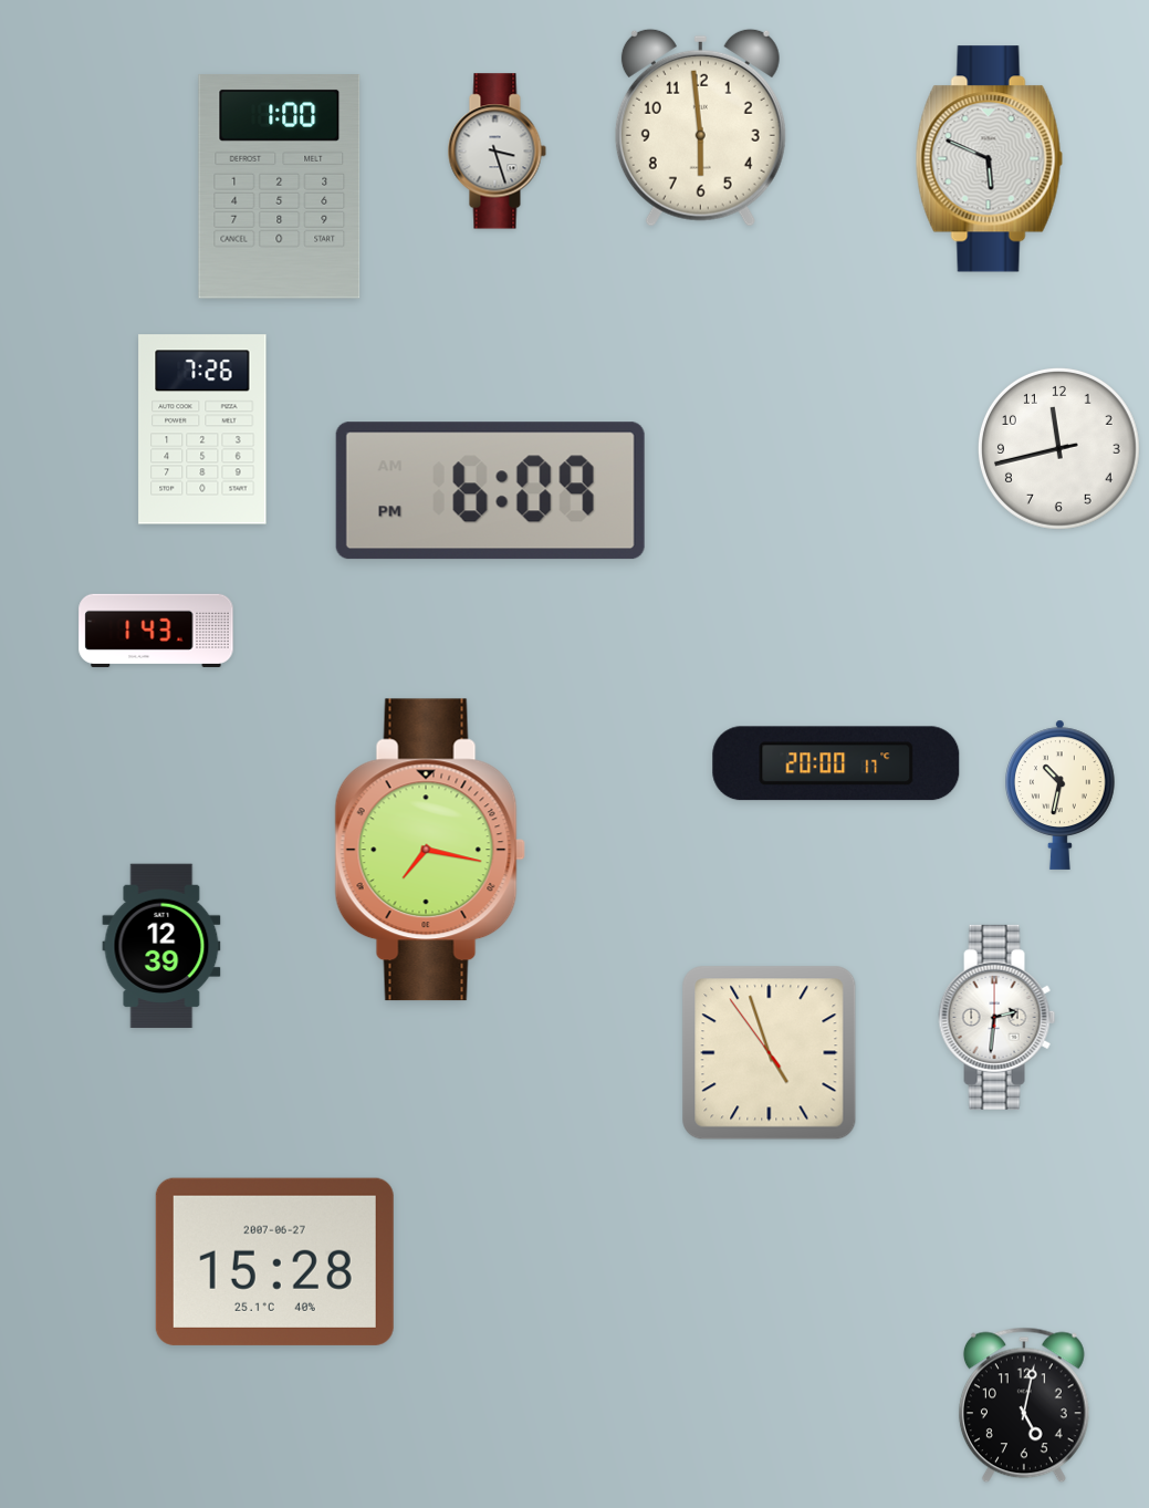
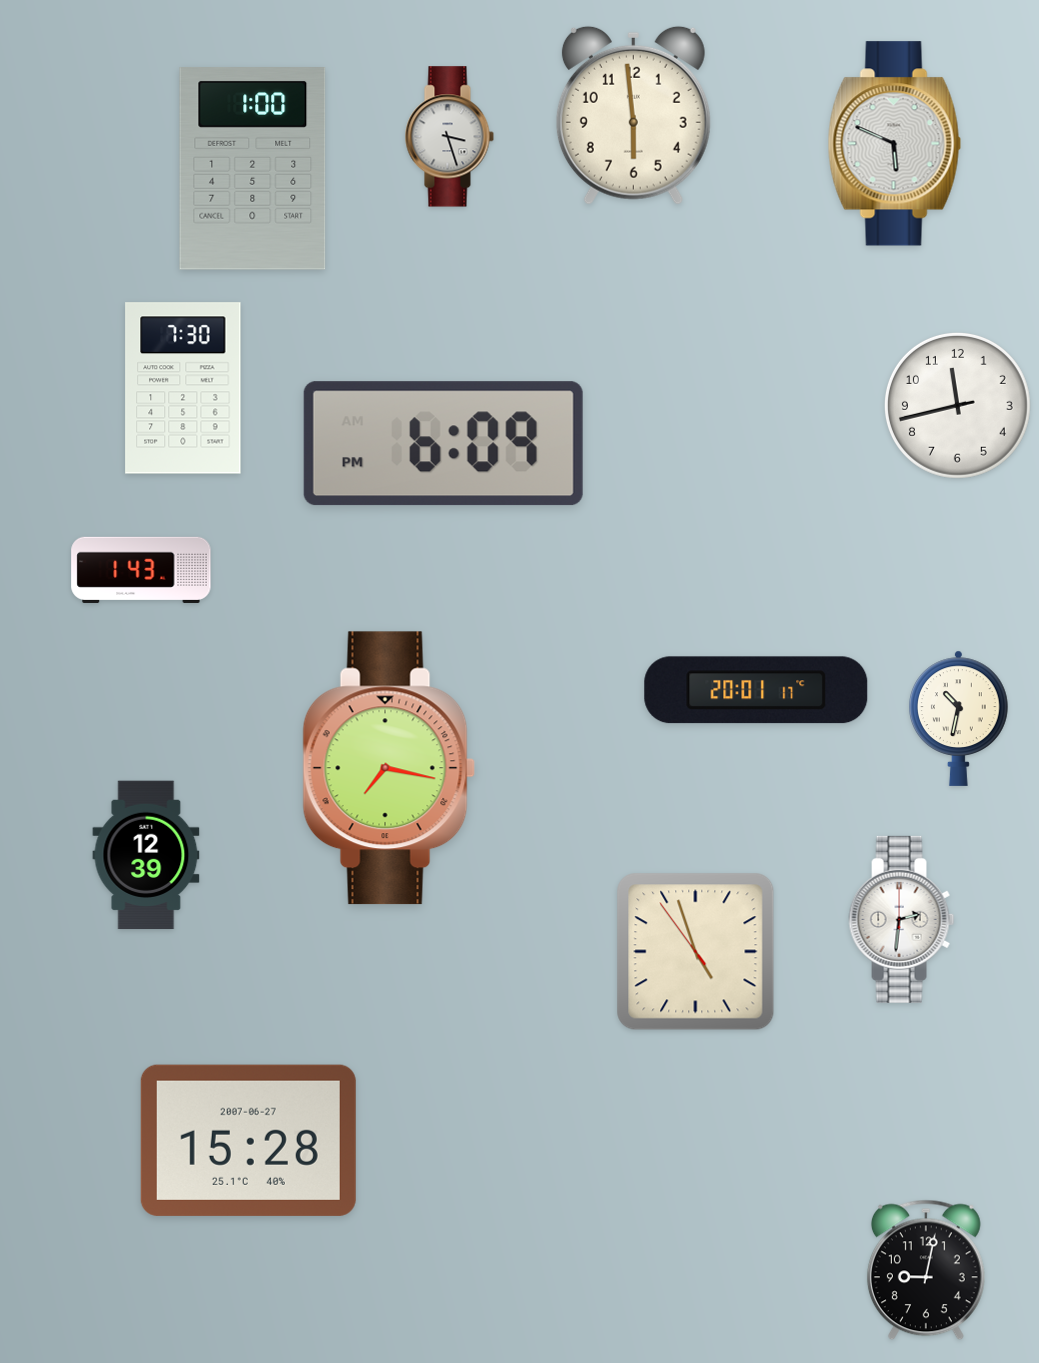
clock at (202, 429): 7:26 -> 7:30
clock at (836, 763): 20:00 -> 20:01
clock at (1024, 1405): 5:02 -> 9:02
